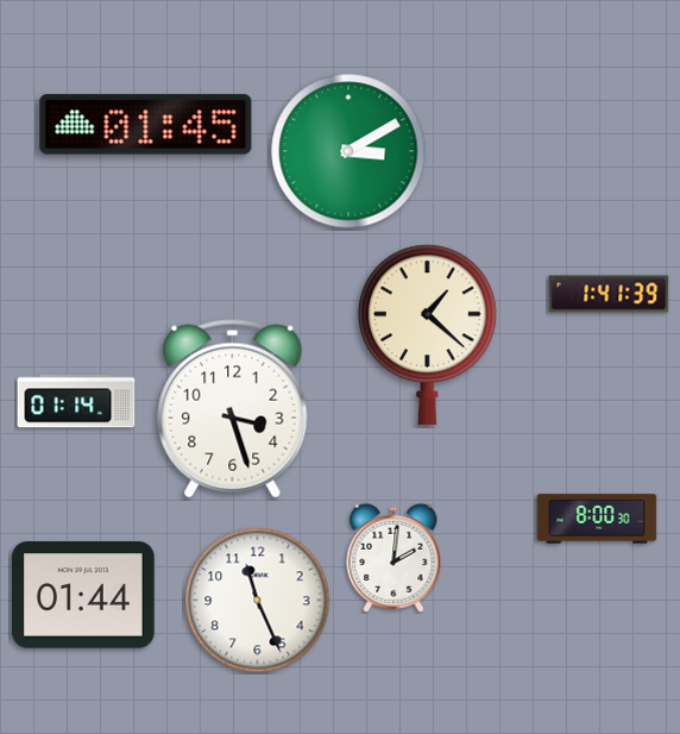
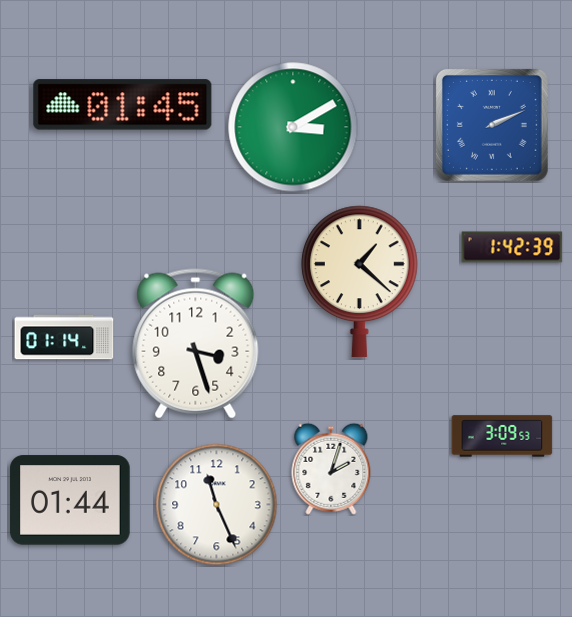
clock at (492, 125): none -> 2:11
clock at (609, 294): 1:41 -> 1:42
clock at (597, 519): 8:00 -> 3:09
clock at (393, 558): 2:01 -> 2:03
